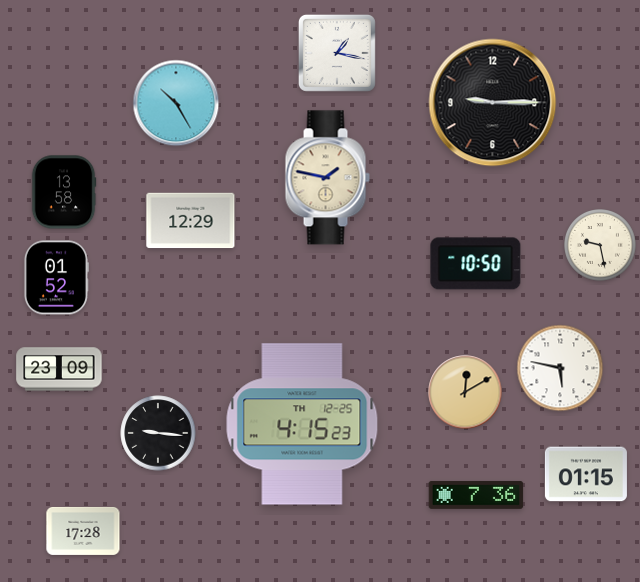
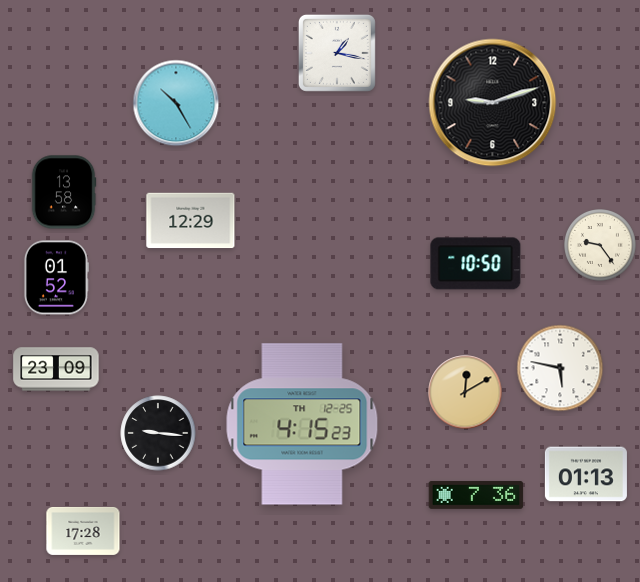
clock at (493, 103): 9:15 -> 9:12
clock at (327, 178): 1:47 -> none
clock at (601, 246): 9:28 -> 9:24
clock at (59, 369) position: (59, 369) -> (56, 369)
clock at (586, 474): 01:15 -> 01:13
